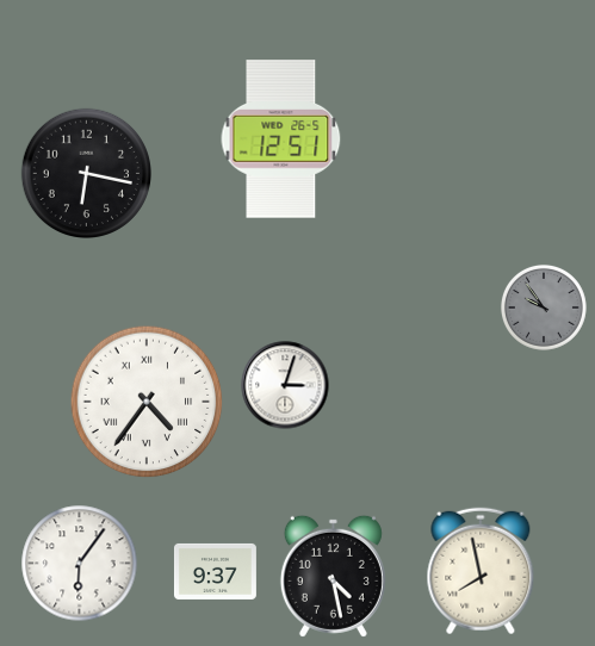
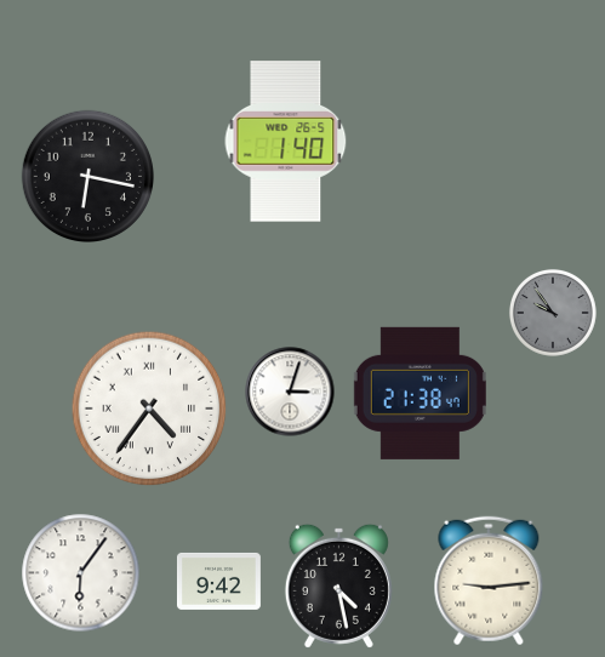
clock at (281, 139): 12:51 -> 1:40
clock at (419, 393): none -> 21:38
clock at (215, 571): 9:37 -> 9:42
clock at (481, 571): 7:58 -> 9:14
